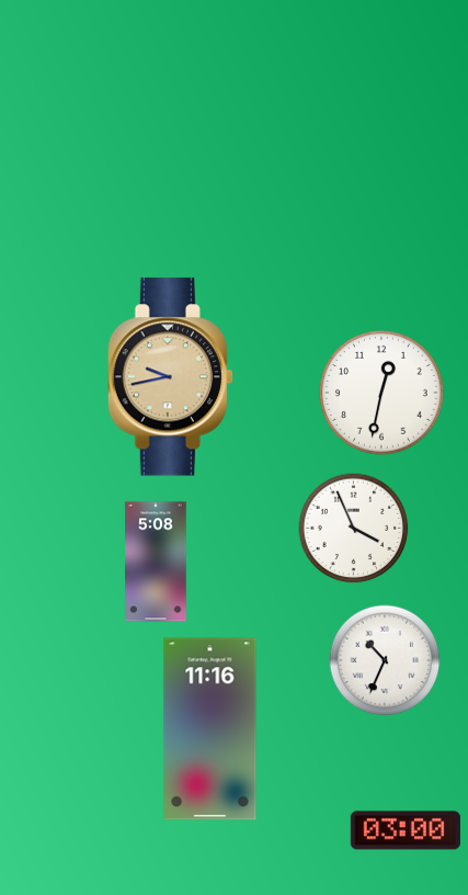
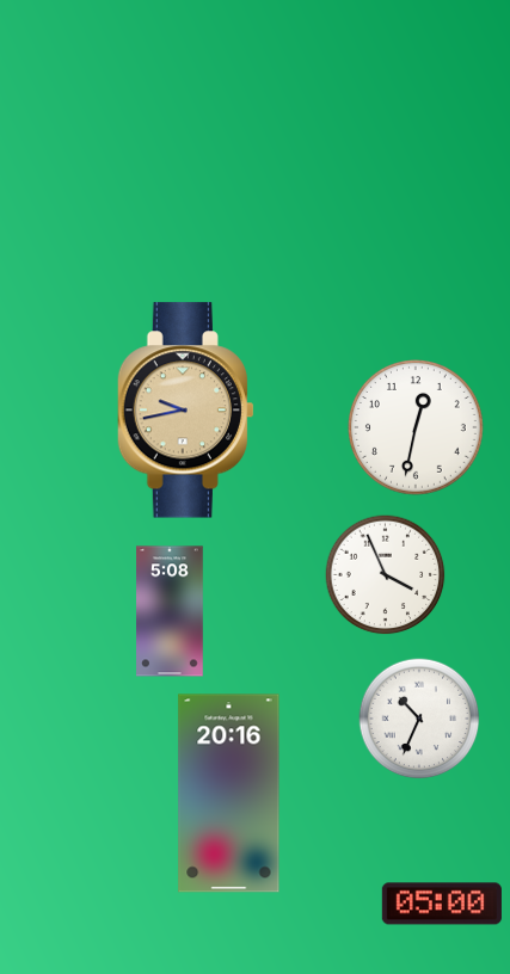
clock at (210, 729): 11:16 -> 20:16
clock at (406, 830): 03:00 -> 05:00
